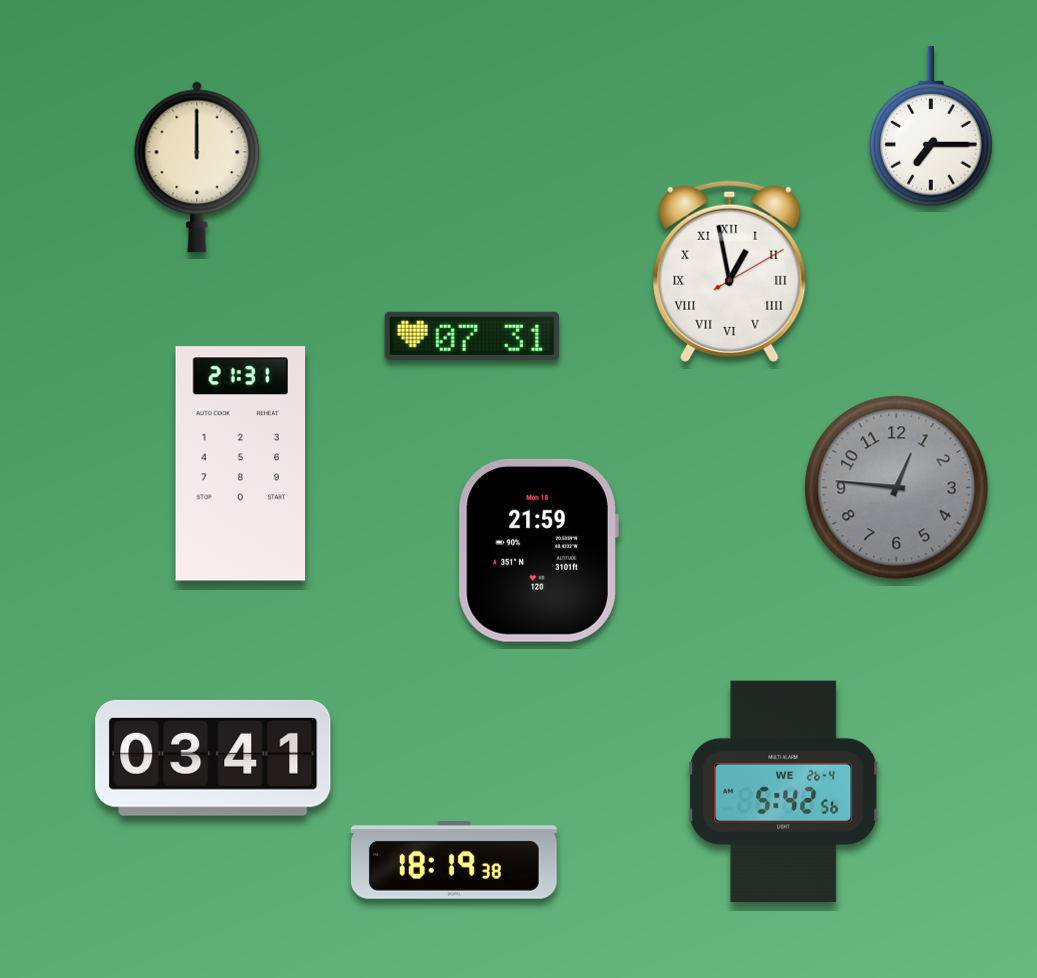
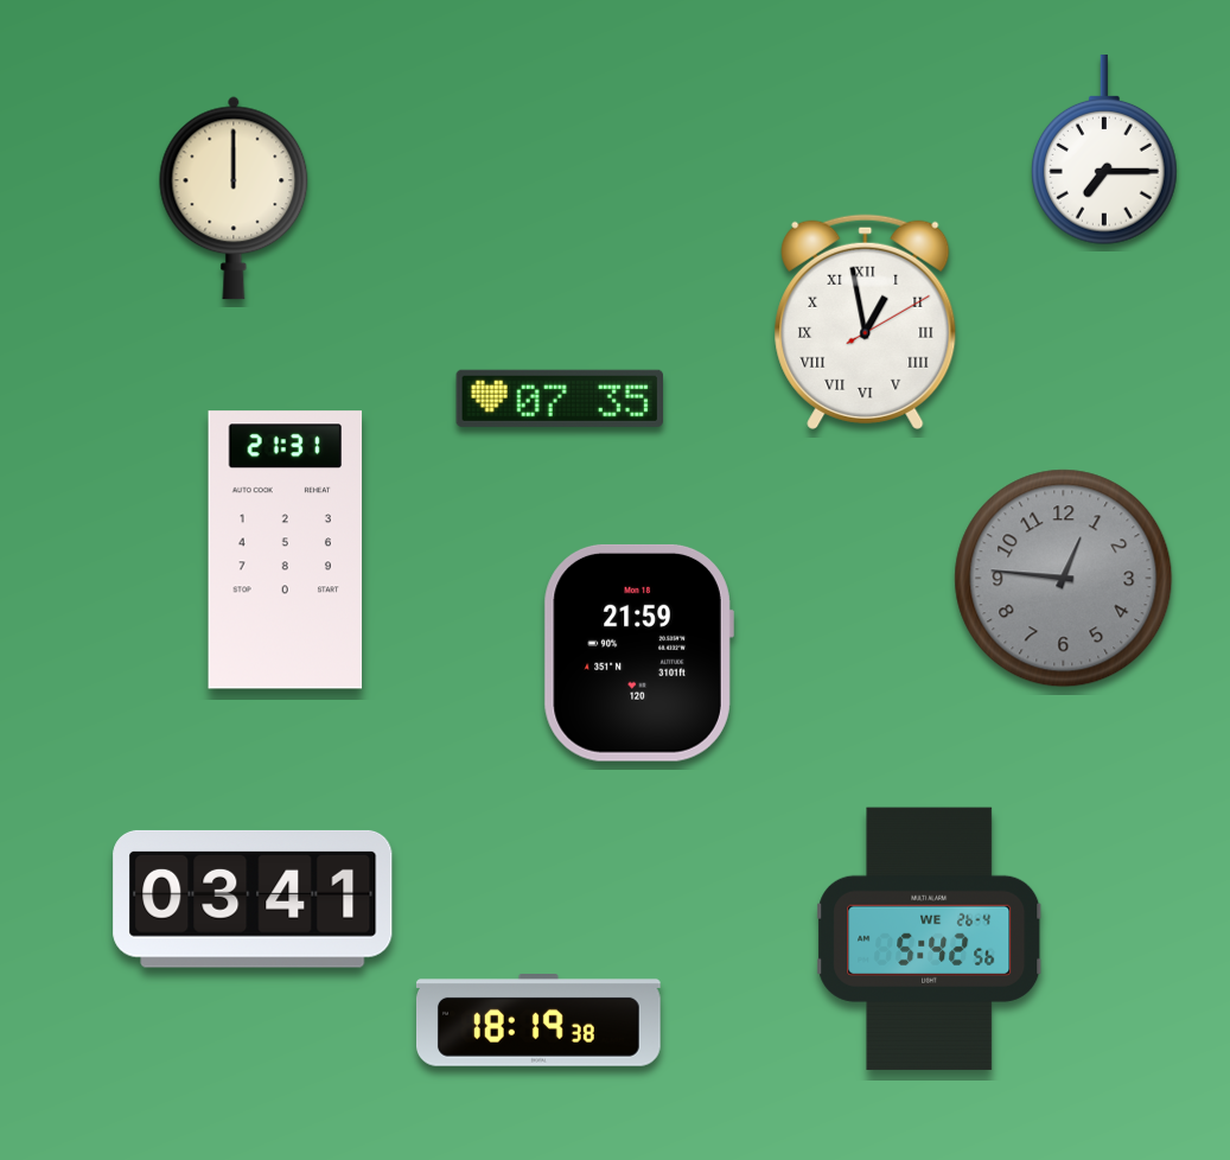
clock at (472, 336): 07:31 -> 07:35
